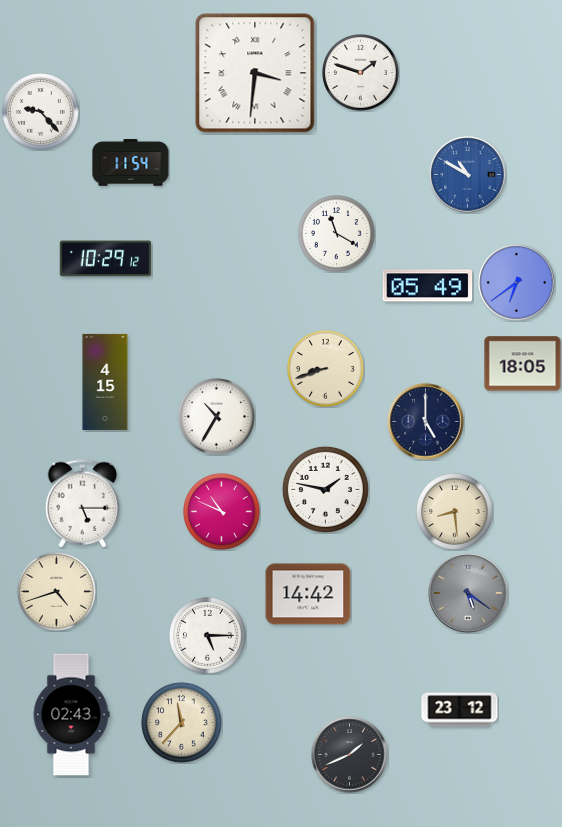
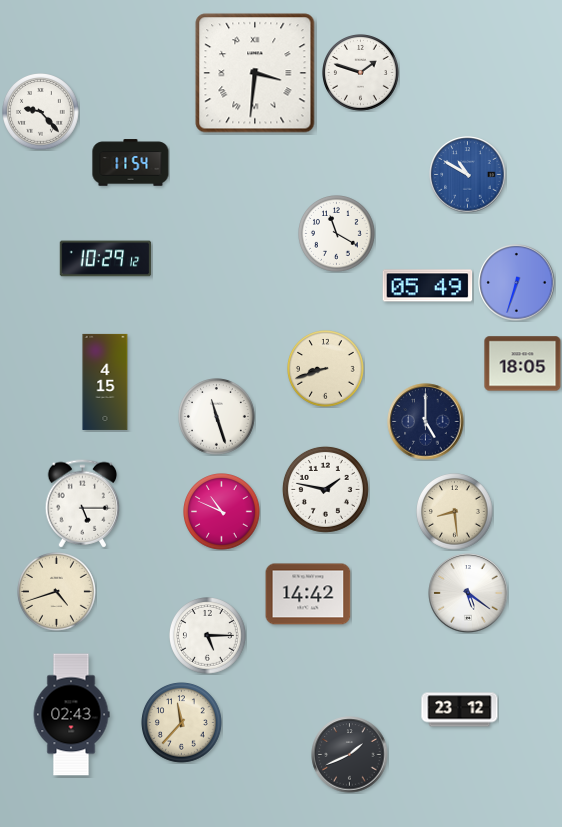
clock at (517, 283): 6:39 -> 6:33
clock at (217, 417): 10:35 -> 11:27
clock at (468, 593) dial: grey -> white
